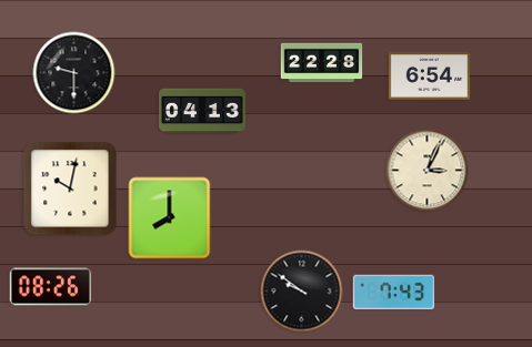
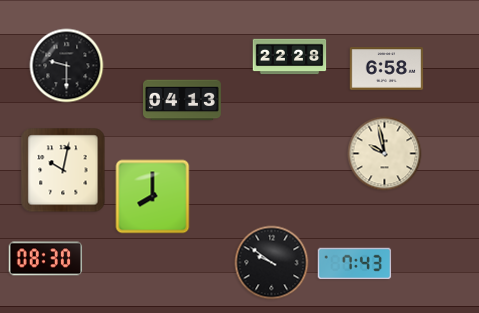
clock at (430, 76): 6:54 -> 6:58
clock at (428, 171): 3:04 -> 9:58
clock at (51, 287): 08:26 -> 08:30
